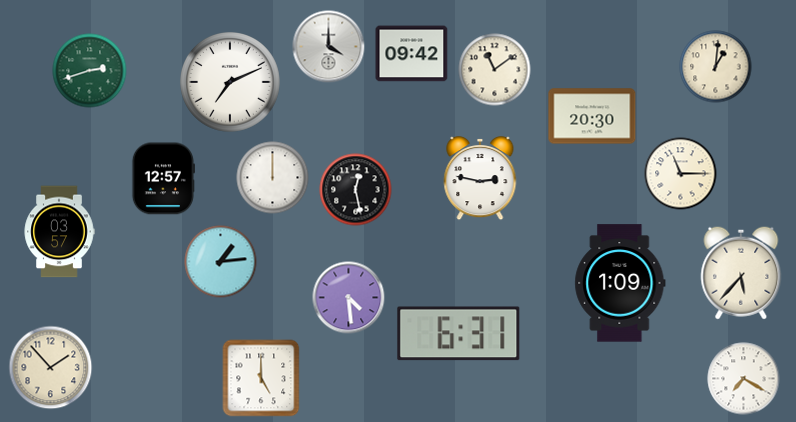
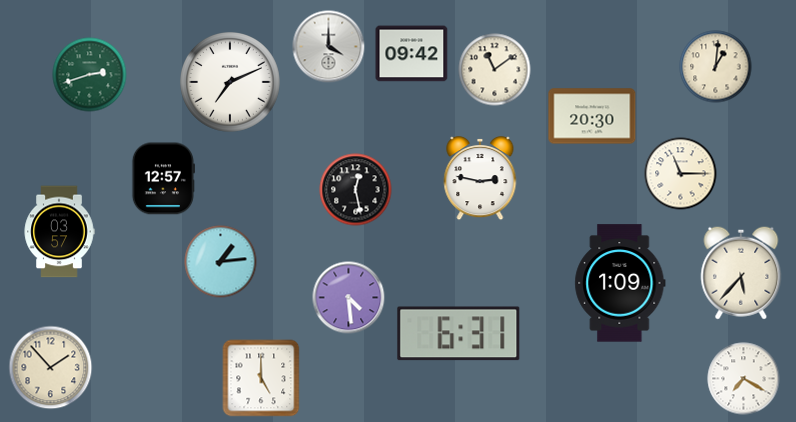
clock at (90, 71) position: (90, 71) -> (90, 75)
clock at (273, 178): 12:00 -> none
